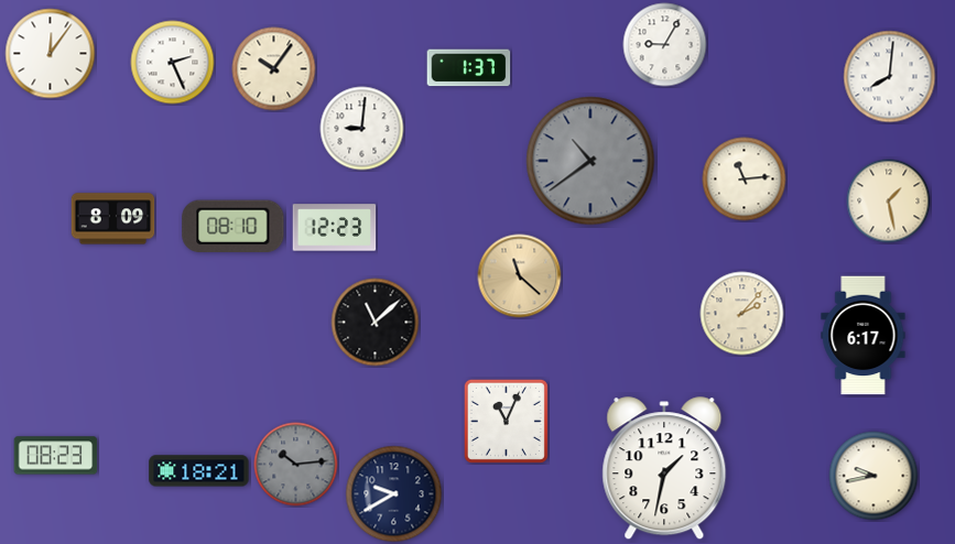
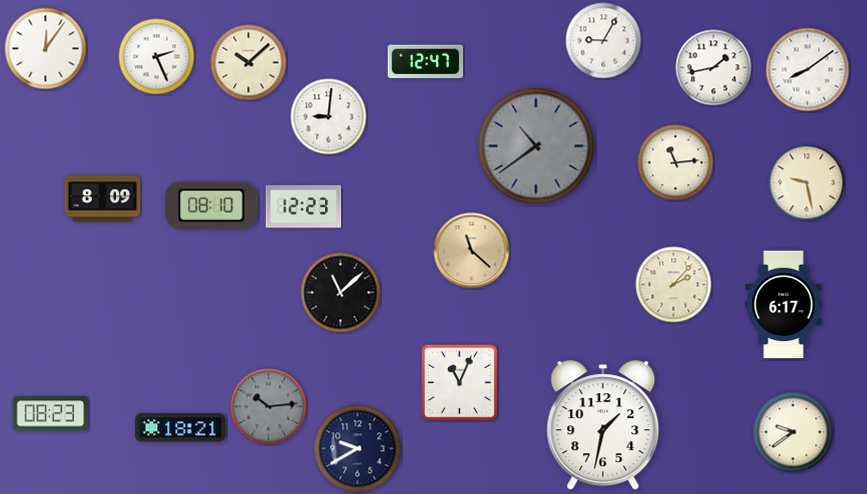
clock at (469, 68): 1:37 -> 12:47
clock at (274, 69): 10:06 -> 10:08
clock at (714, 68): none -> 1:43
clock at (890, 77): 8:01 -> 8:09
clock at (889, 202): 1:28 -> 9:28
clock at (296, 465) position: (296, 465) -> (269, 407)
clock at (873, 476): 9:43 -> 9:39
